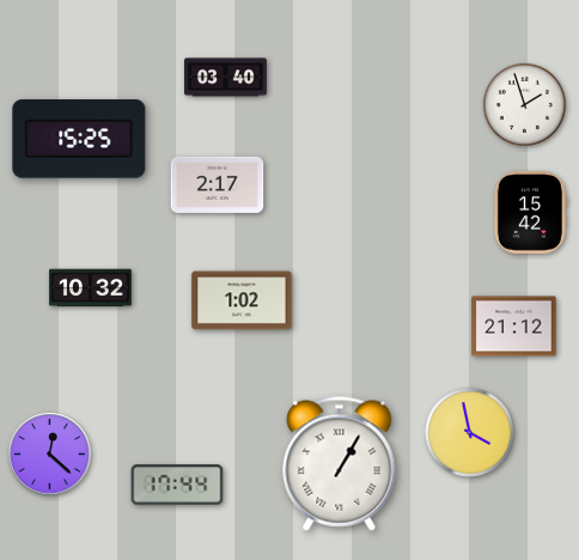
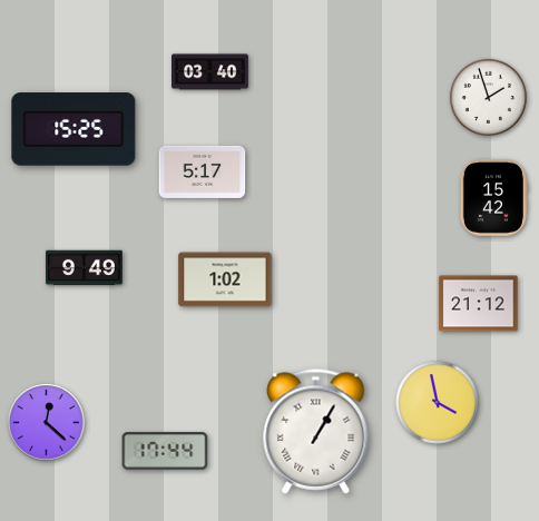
clock at (218, 184): 2:17 -> 5:17
clock at (91, 288): 10:32 -> 9:49
